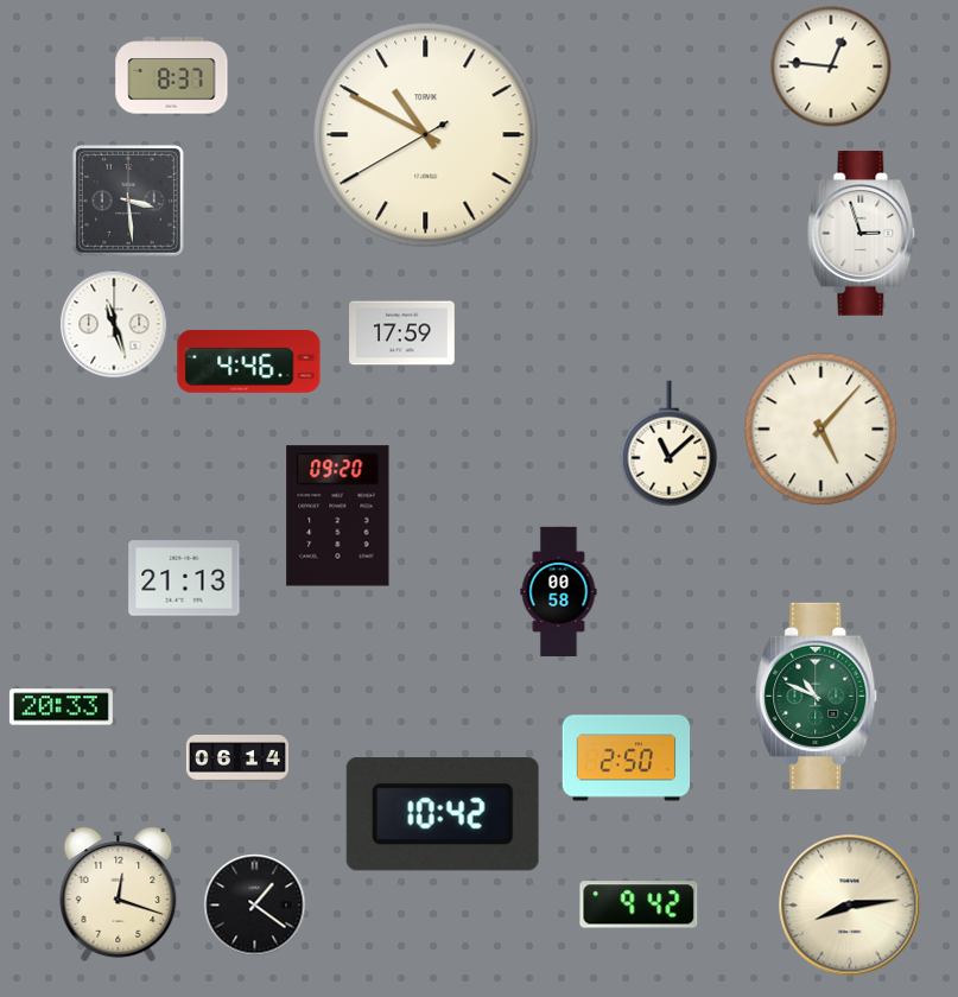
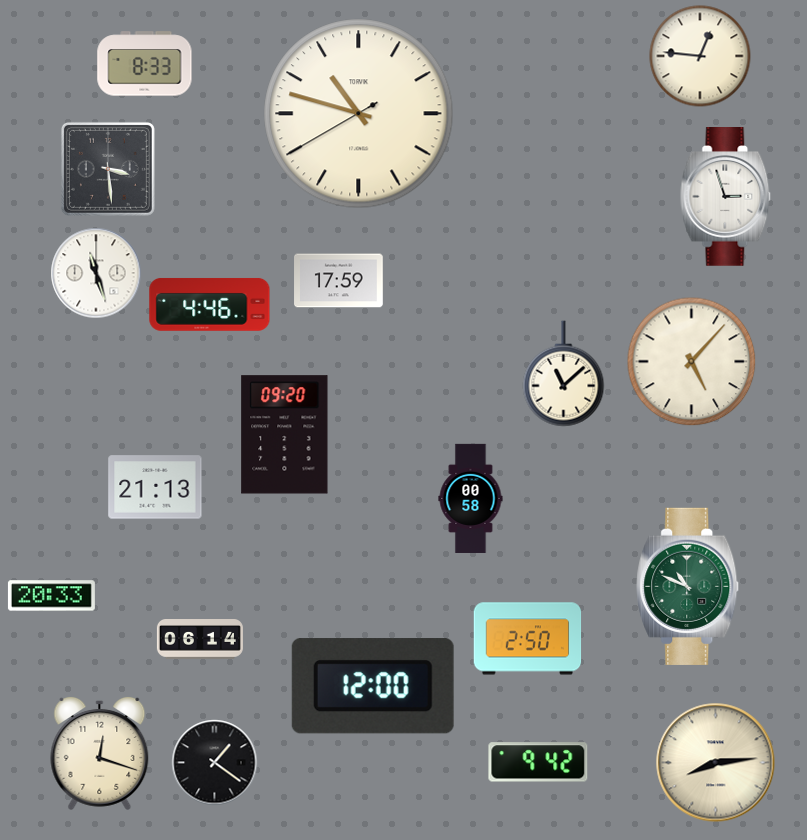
clock at (172, 76): 8:37 -> 8:33
clock at (426, 135): 10:49 -> 10:47
clock at (443, 814): 10:42 -> 12:00
